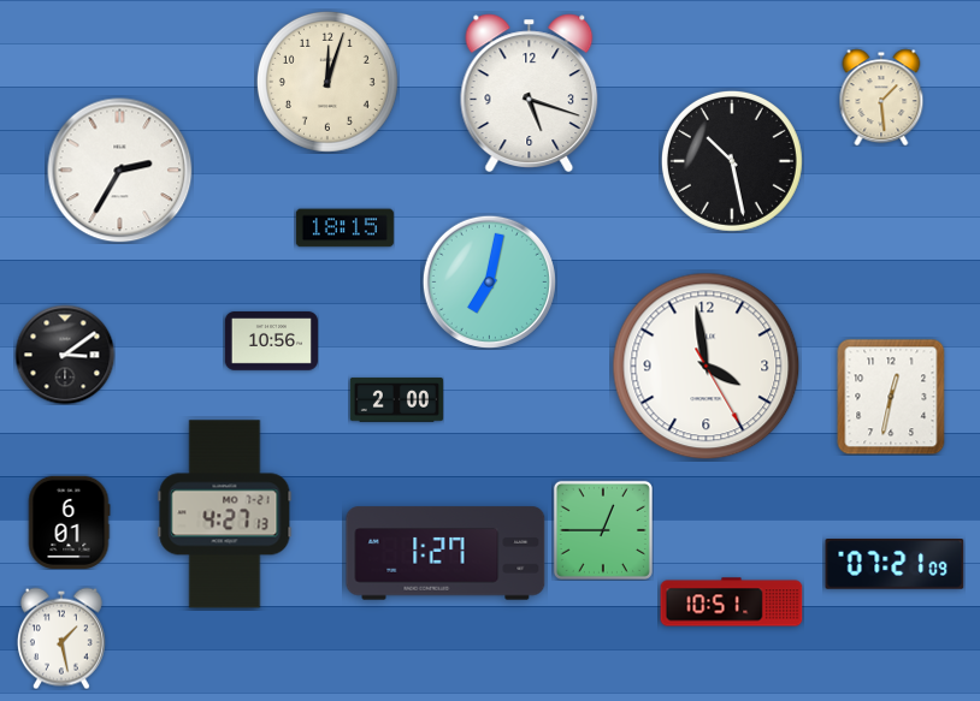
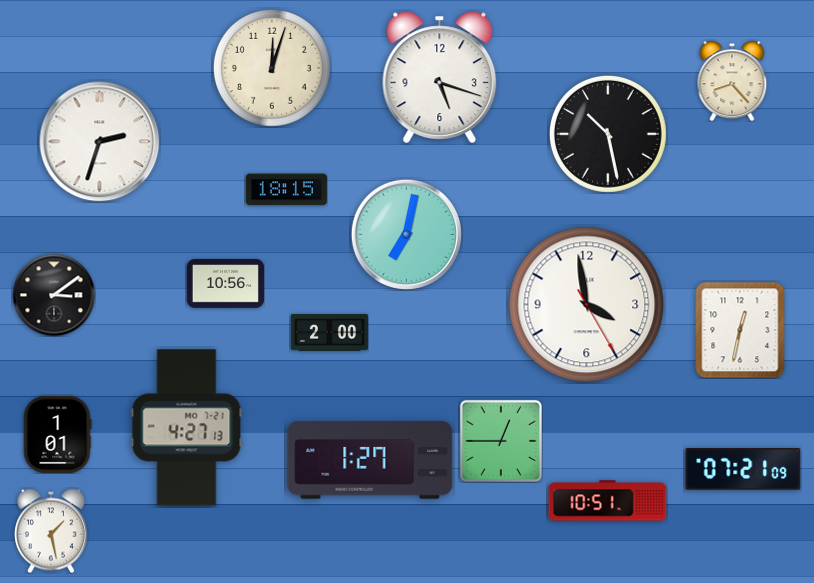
clock at (881, 97): 1:29 -> 8:23
clock at (120, 171): 2:35 -> 2:33
clock at (69, 522): 6:01 -> 1:01
